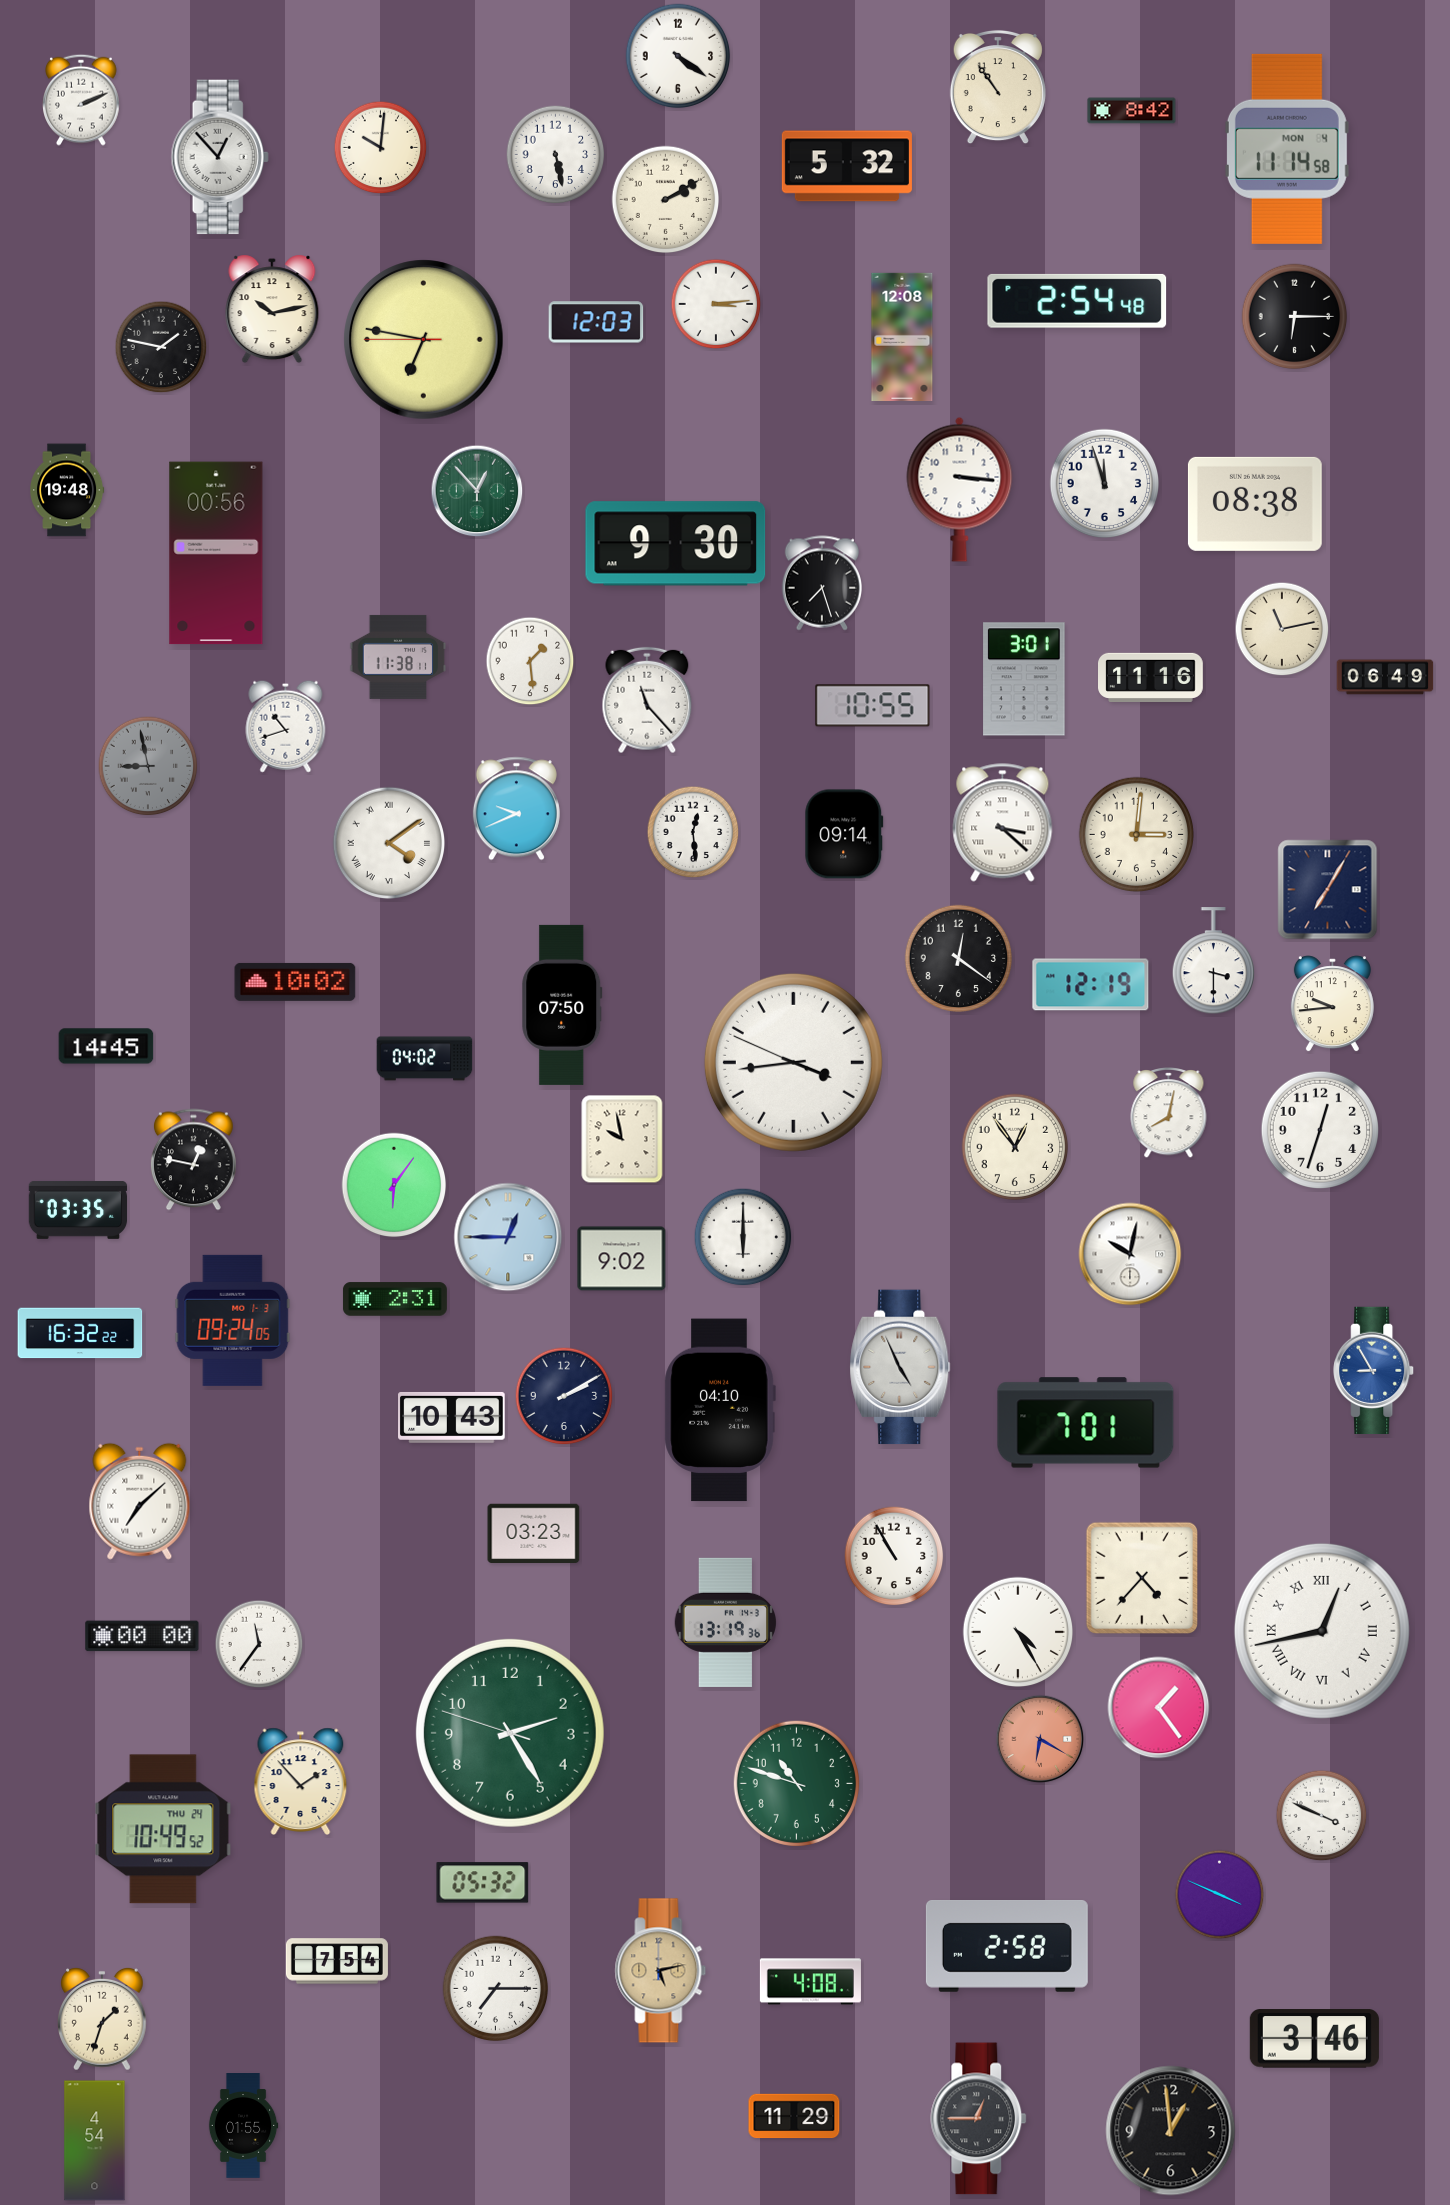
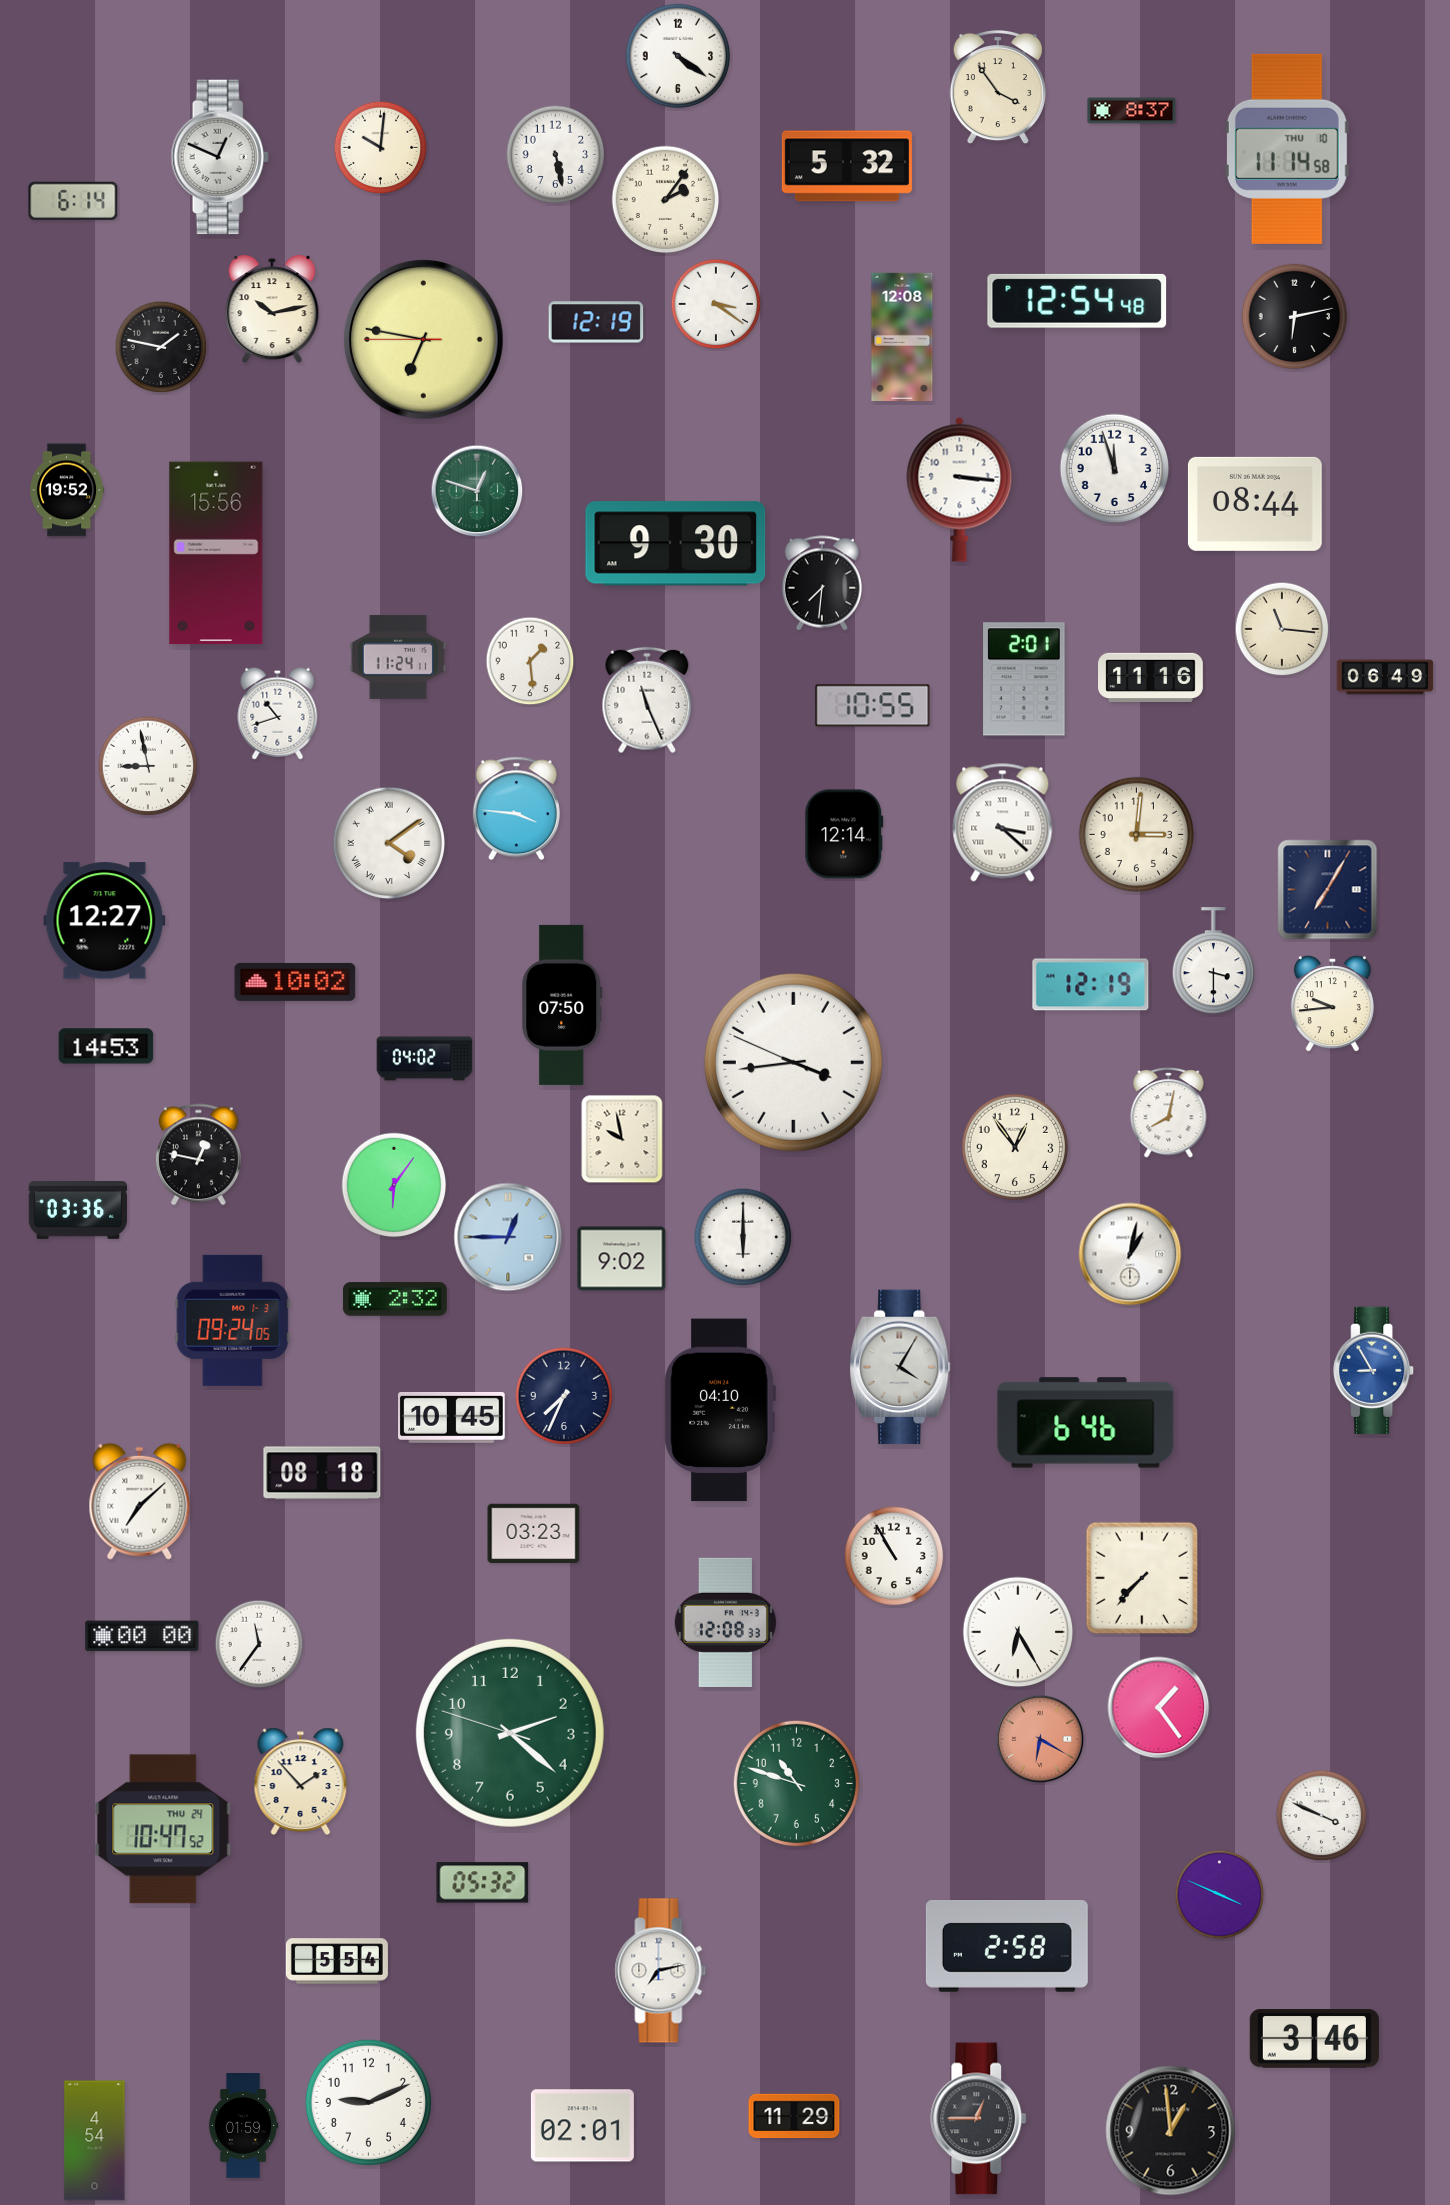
clock at (998, 87): 10:54 -> 3:54
clock at (81, 100): 2:11 -> none
clock at (1132, 111): 8:42 -> 8:37
clock at (1287, 149) date: MON 4 -> THU 10
clock at (220, 157): 12:53 -> 12:49
clock at (666, 200): 2:10 -> 2:06
clock at (73, 201): none -> 6:14
clock at (1077, 301): 2:54 -> 12:54
clock at (716, 304): 3:14 -> 3:21
clock at (1295, 317): 6:15 -> 6:13
clock at (596, 322): 12:03 -> 12:19
clock at (1105, 484) position: (1105, 484) -> (1115, 469)
clock at (68, 490): 19:48 -> 19:52
clock at (477, 491): 12:53 -> 12:48
clock at (1255, 504): 08:38 -> 08:44
clock at (216, 553): 00:56 -> 15:56
clock at (821, 583): 7:27 -> 7:31
clock at (1282, 629): 11:13 -> 11:16
clock at (398, 657): 11:38 -> 11:24
clock at (1024, 679): 3:01 -> 2:01
clock at (647, 700): 11:23 -> 11:26
clock at (286, 726) position: (286, 726) -> (278, 713)
clock at (148, 766) dial: grey -> white
clock at (516, 809): 9:41 -> 3:46
clock at (693, 832): 12:29 -> none
clock at (844, 834): 09:14 -> 12:14
clock at (105, 921): none -> 12:27
clock at (959, 959): 12:21 -> none
clock at (106, 1046): 14:45 -> 14:53
clock at (1319, 1129): 12:33 -> none
clock at (193, 1160) position: (193, 1160) -> (198, 1155)
clock at (78, 1210): 03:35 -> 03:36
clock at (1130, 1254): 10:02 -> 1:02
clock at (395, 1299): 2:31 -> 2:32
clock at (80, 1333): 16:32 -> none
clock at (900, 1367): 4:56 -> 4:05
clock at (564, 1396): 2:10 -> 7:34
clock at (452, 1417): 10:43 -> 10:45
clock at (1086, 1423): 7:01 -> 6:46
clock at (322, 1473): none -> 08:18
clock at (1142, 1578): 4:37 -> 7:37
clock at (726, 1622): 13:19 -> 12:08
clock at (1322, 1631): 12:43 -> none
clock at (1018, 1632): 4:25 -> 6:25
clock at (510, 1733): 2:24 -> 2:21
clock at (163, 1829): 10:49 -> 10:47
clock at (337, 1961): 7:54 -> 5:54
clock at (661, 1971): 5:13 -> 7:13
clock at (661, 1971) dial: champagne -> white
clock at (810, 1982): 4:08 -> none
clock at (496, 1989): 7:15 -> none
clock at (102, 2020): 1:33 -> none
clock at (368, 2102): none -> 9:11
clock at (243, 2126): 01:55 -> 01:59
clock at (582, 2126): none -> 02:01
